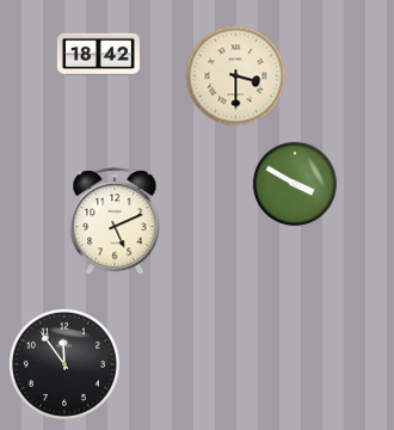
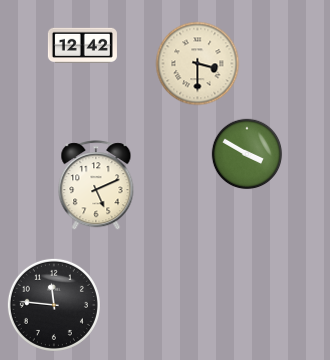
clock at (98, 54): 18:42 -> 12:42
clock at (64, 364): 11:54 -> 11:46
